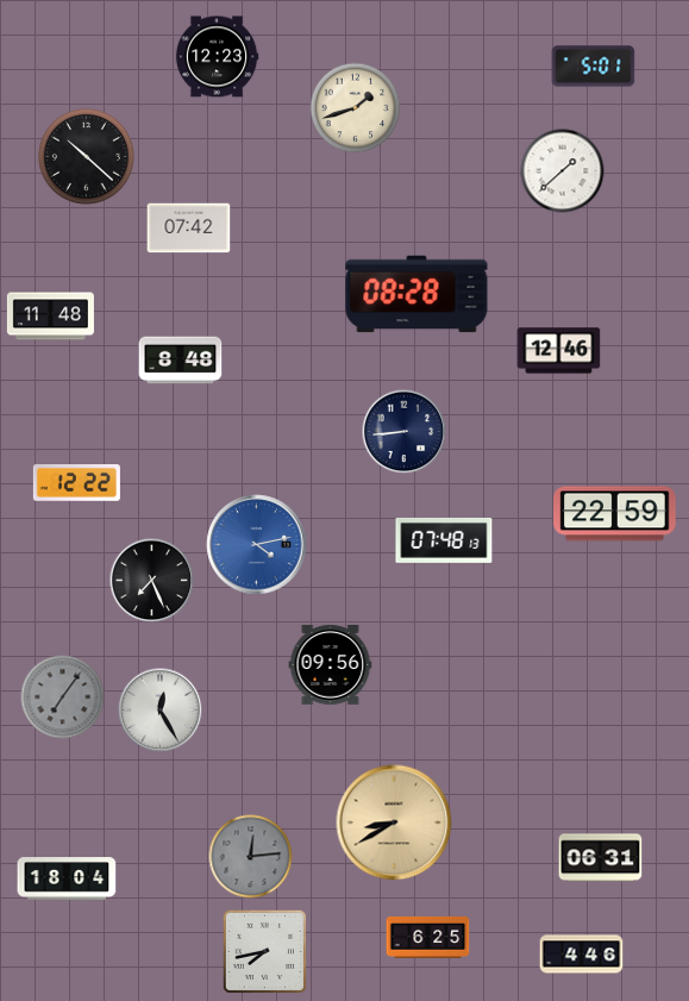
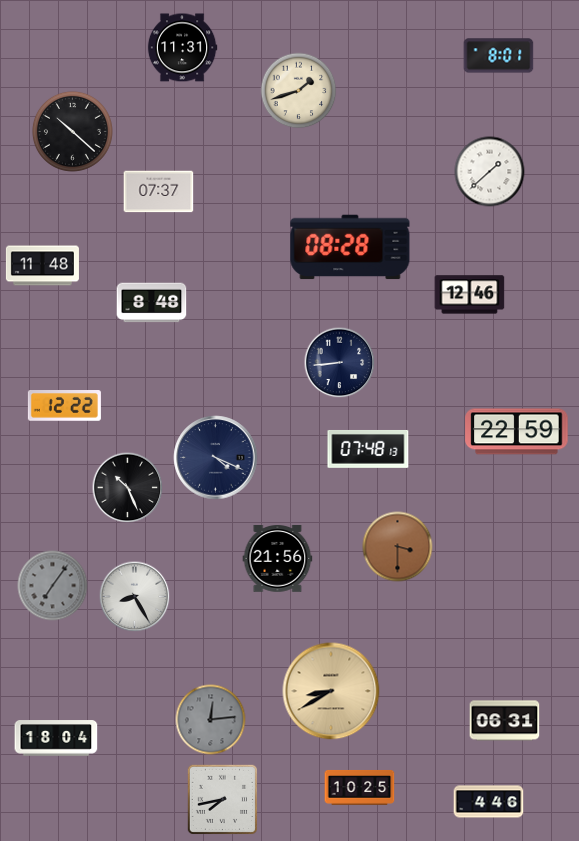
clock at (217, 57): 12:23 -> 11:31
clock at (594, 67): 5:01 -> 8:01
clock at (563, 171) position: (563, 171) -> (490, 172)
clock at (189, 229): 07:42 -> 07:37
clock at (444, 540) position: (444, 540) -> (368, 449)
clock at (257, 545): 4:13 -> 4:19
clock at (257, 545) dial: blue -> navy
clock at (152, 581): 7:26 -> 10:26
clock at (398, 547): none -> 3:30
clock at (331, 665): 09:56 -> 21:56
clock at (161, 711): 12:25 -> 8:25
clock at (428, 937): 6:25 -> 10:25
